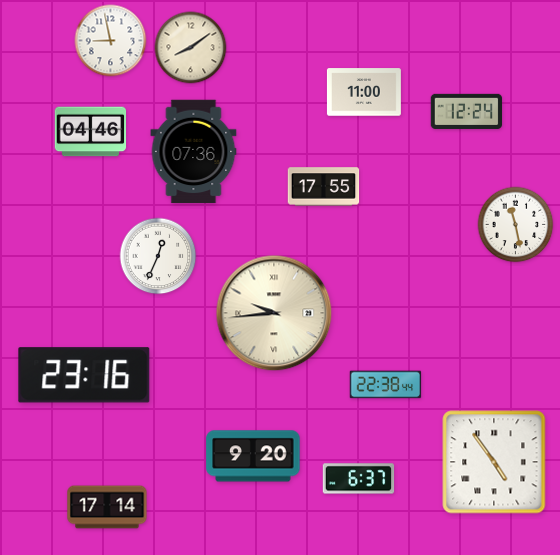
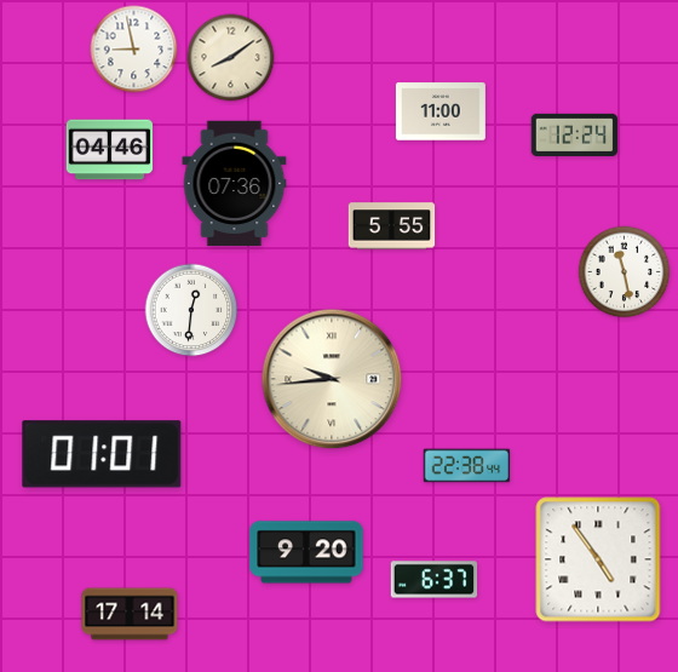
clock at (467, 111) position: (467, 111) -> (575, 134)
clock at (91, 132) position: (91, 132) -> (110, 150)
clock at (324, 187): 17:55 -> 5:55
clock at (158, 256): 12:34 -> 12:31
clock at (84, 375): 23:16 -> 01:01
